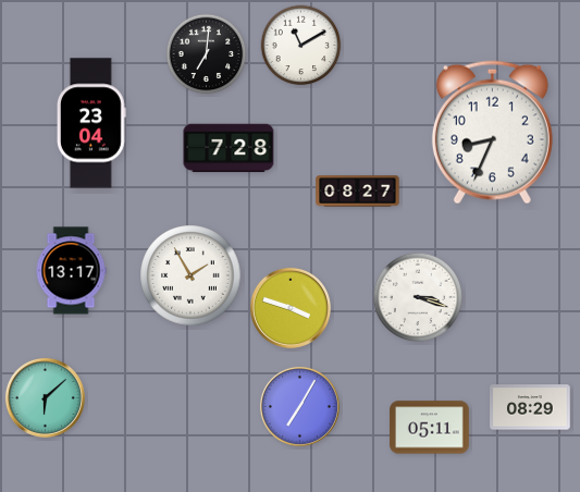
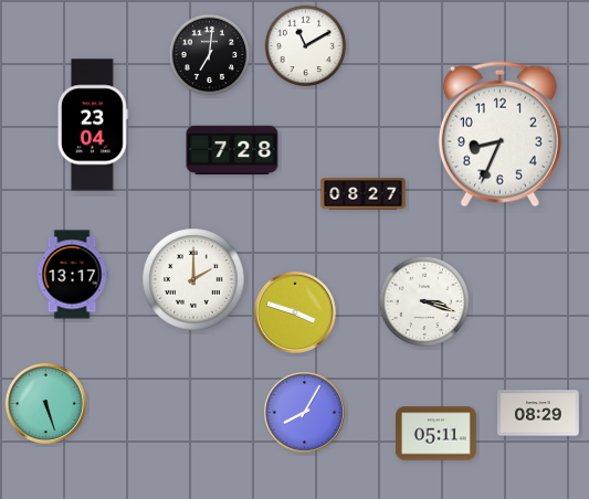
clock at (190, 275): 1:55 -> 2:00
clock at (45, 397): 6:08 -> 5:27
clock at (299, 406): 7:05 -> 8:05
